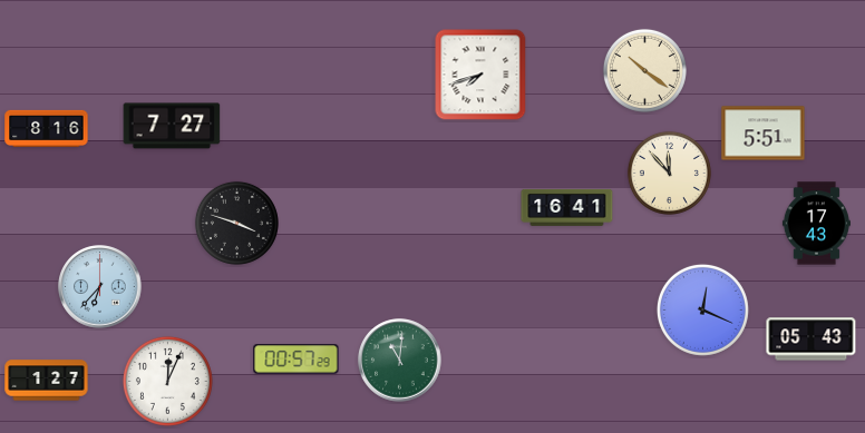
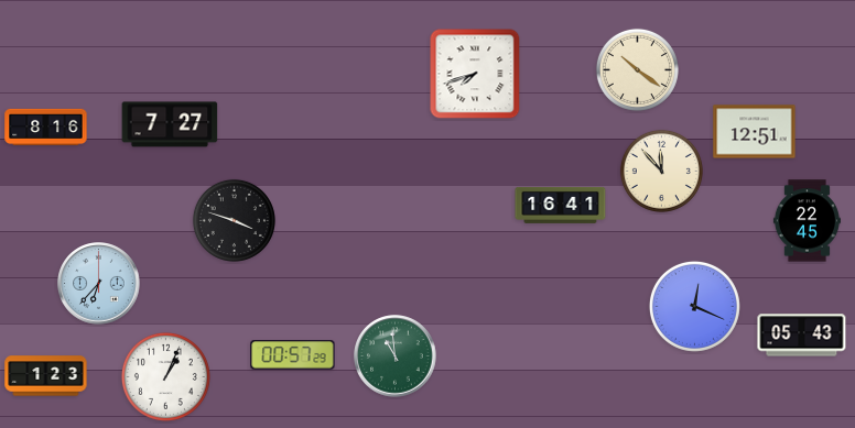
clock at (764, 134): 5:51 -> 12:51
clock at (816, 224): 17:43 -> 22:45
clock at (400, 361): 11:01 -> 10:59
clock at (47, 381): 1:27 -> 1:23
clock at (167, 381): 12:04 -> 1:04
